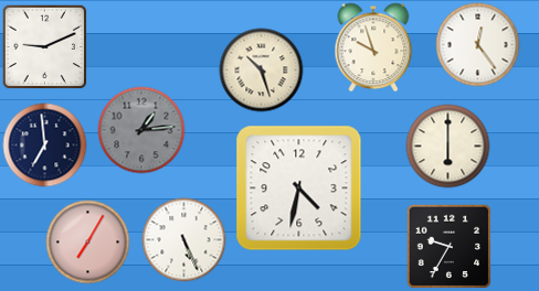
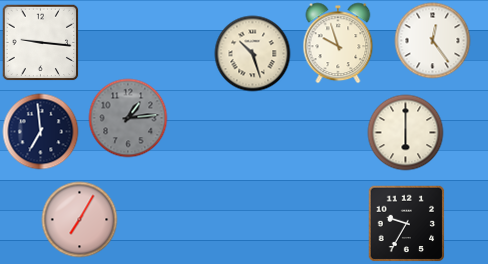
clock at (45, 47): 9:11 -> 9:16
clock at (262, 71) position: (262, 71) -> (253, 54)
clock at (299, 188): 4:32 -> none
clock at (184, 240): 5:26 -> none
